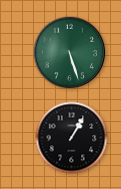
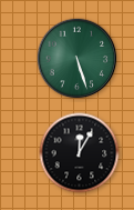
clock at (72, 138): 1:05 -> 12:05
